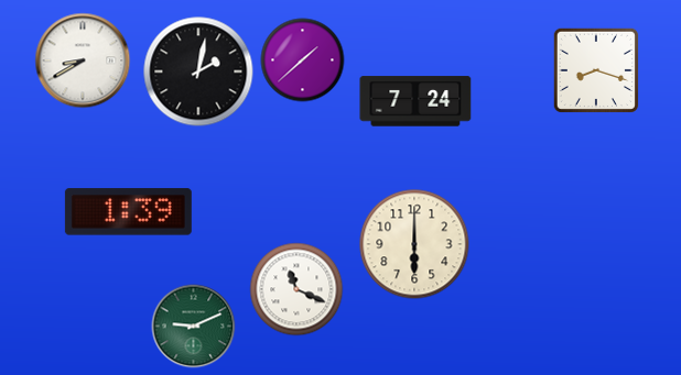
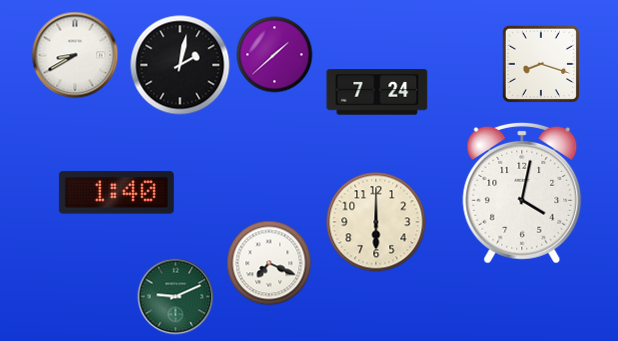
clock at (128, 212): 1:39 -> 1:40
clock at (522, 193): none -> 4:02
clock at (296, 289): 11:19 -> 7:19
